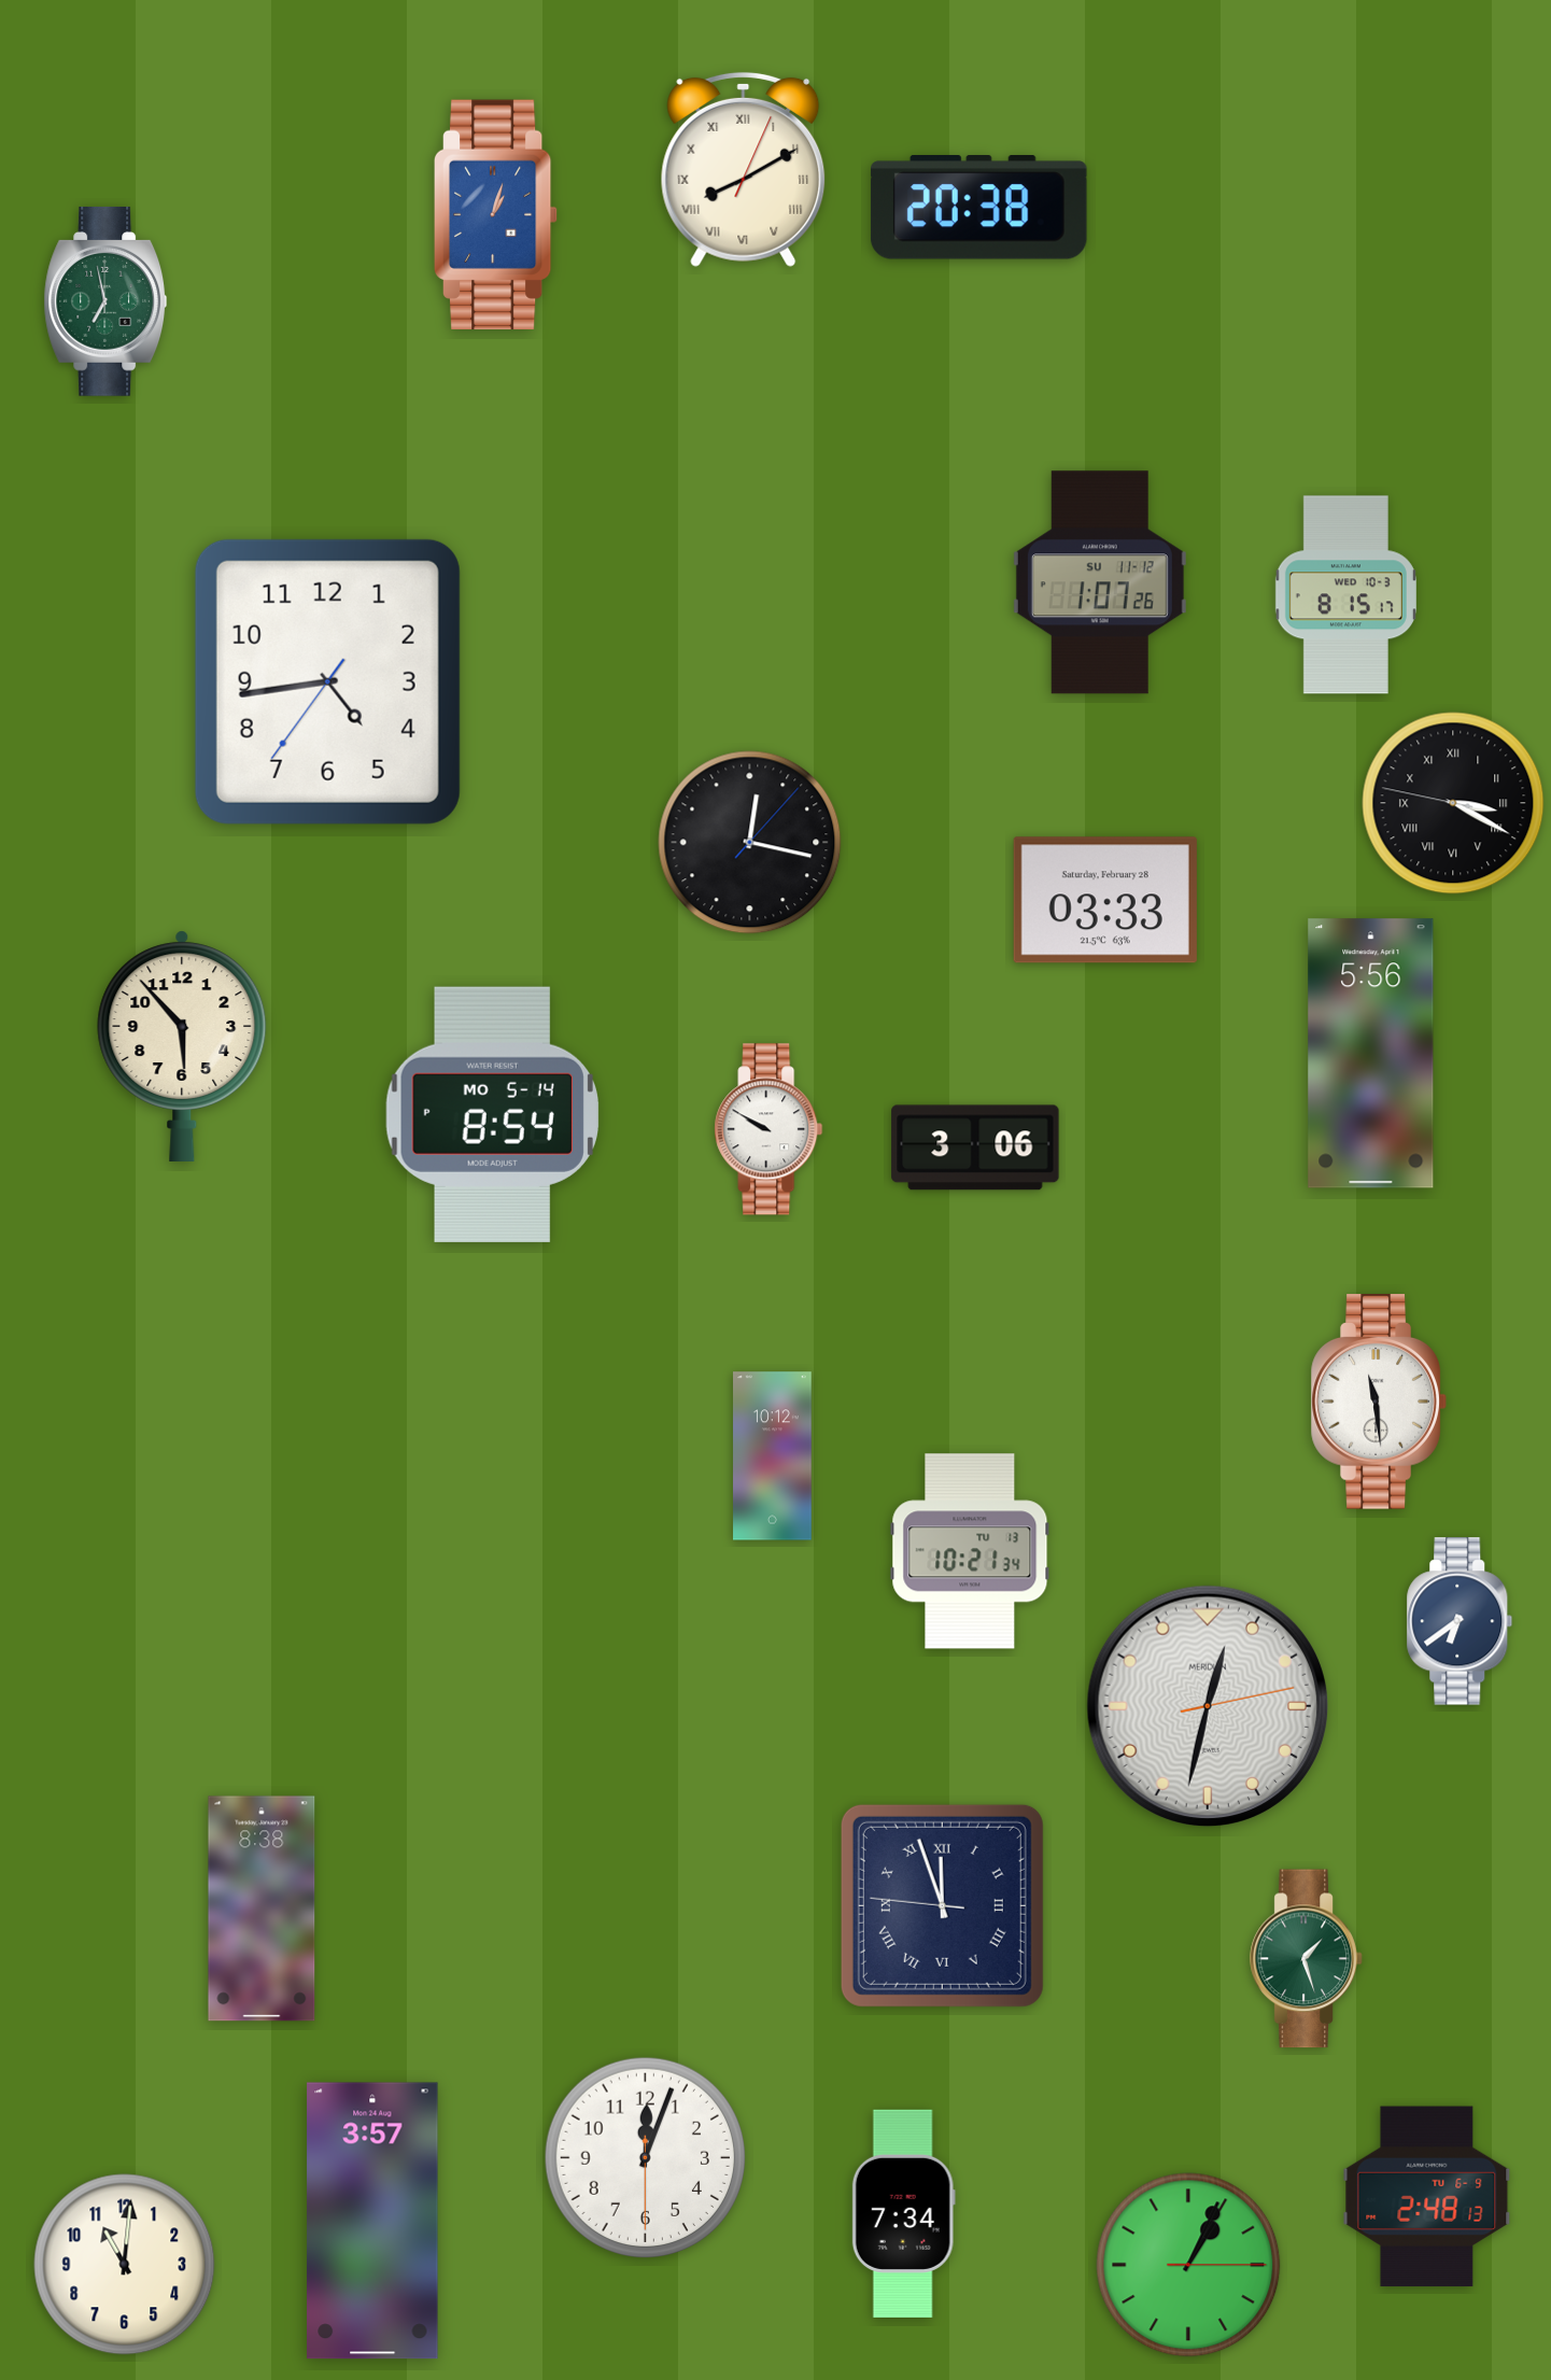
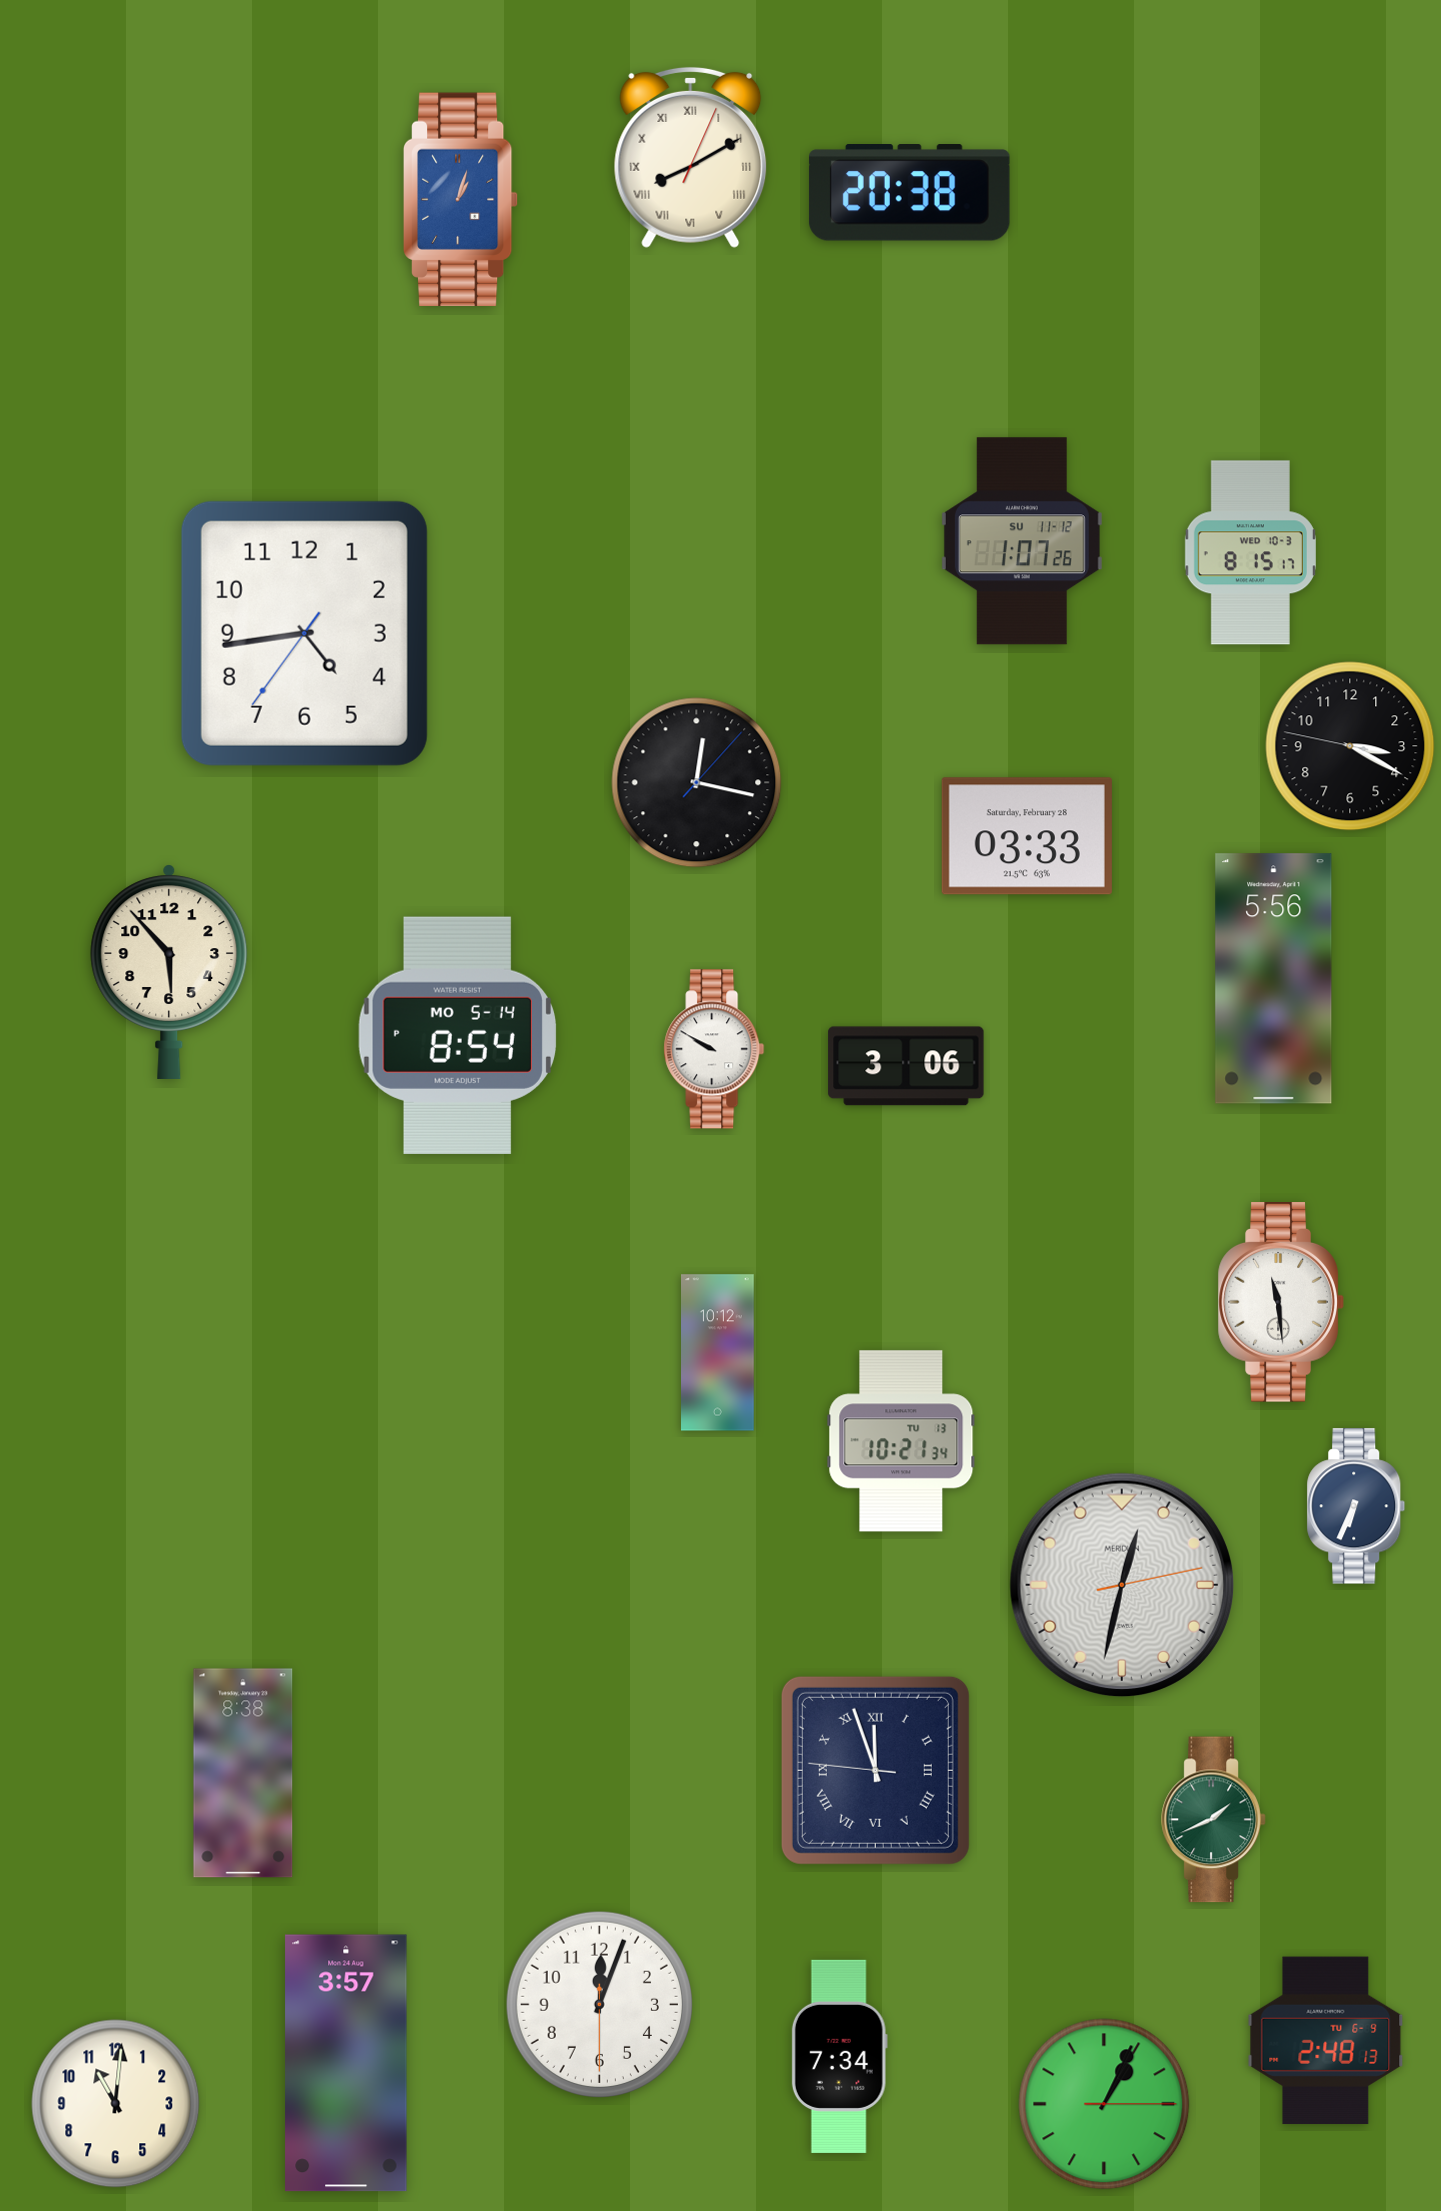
clock at (105, 301): 6:58 -> none
clock at (1453, 803) numerals: Roman -> Arabic
clock at (1460, 1621): 6:39 -> 6:34
clock at (1307, 1959): 1:27 -> 1:41
